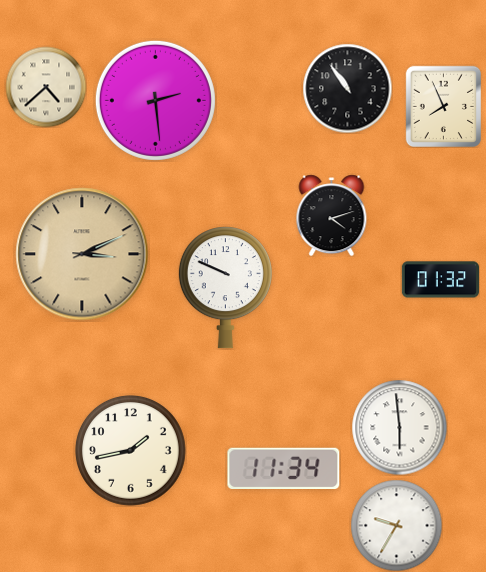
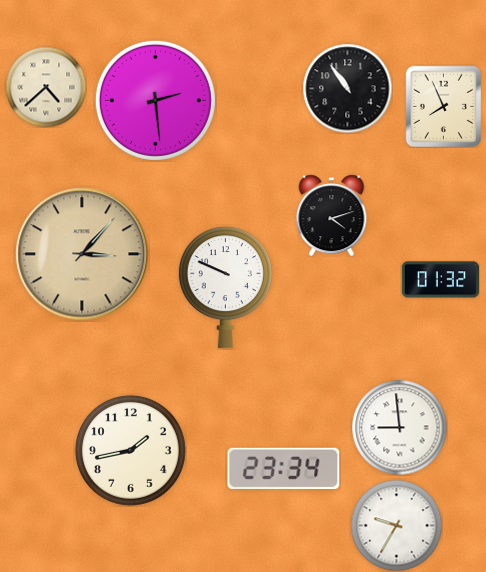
clock at (82, 254): 3:11 -> 3:07
clock at (399, 427): 5:59 -> 8:59
clock at (284, 469): 11:34 -> 23:34
